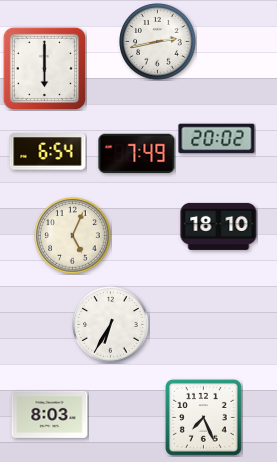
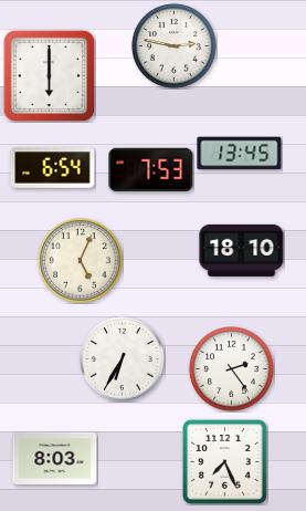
clock at (158, 42): 2:43 -> 2:47
clock at (217, 139): 20:02 -> 13:45
clock at (137, 154): 7:49 -> 7:53
clock at (232, 369): none -> 2:24
